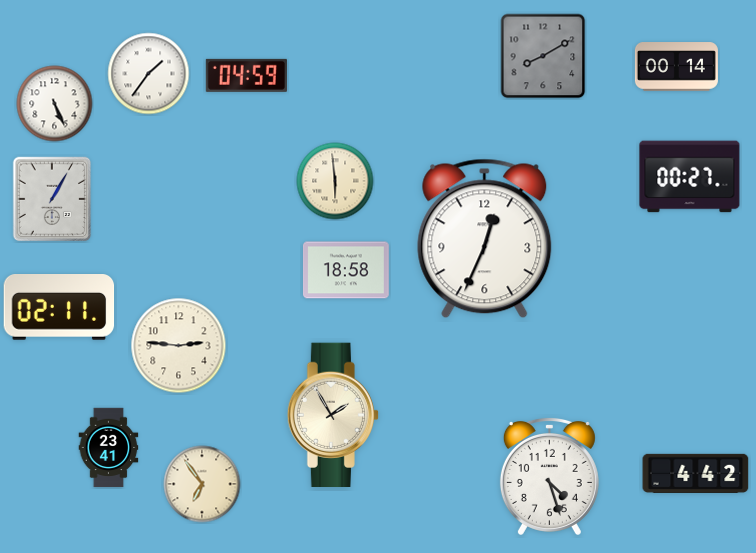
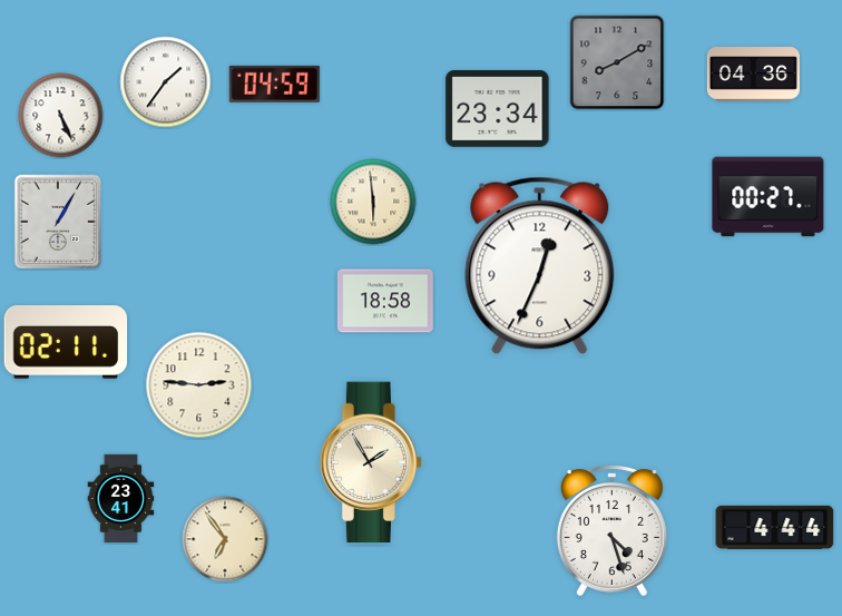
clock at (543, 56) position: (543, 56) -> (617, 62)
clock at (676, 67): 00:14 -> 04:36
clock at (498, 108): none -> 23:34
clock at (696, 473): 4:42 -> 4:44
